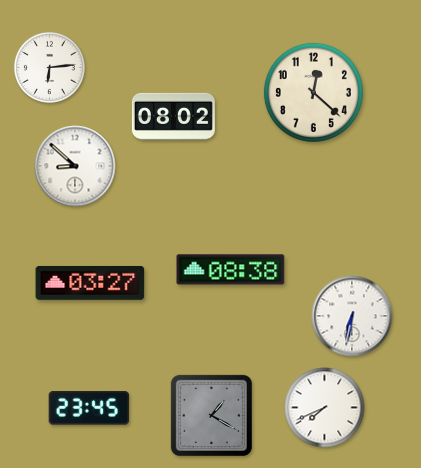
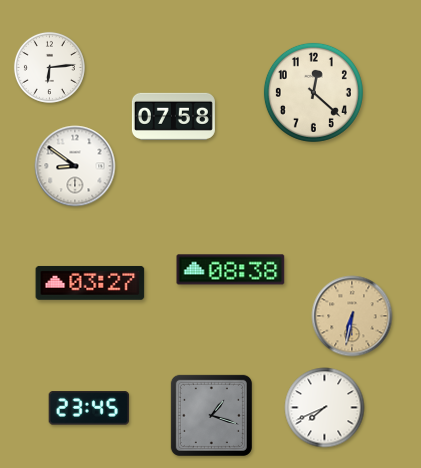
clock at (173, 116): 08:02 -> 07:58
clock at (75, 166): 8:52 -> 8:51
clock at (352, 316) dial: white -> champagne
clock at (211, 415): 1:20 -> 1:18
